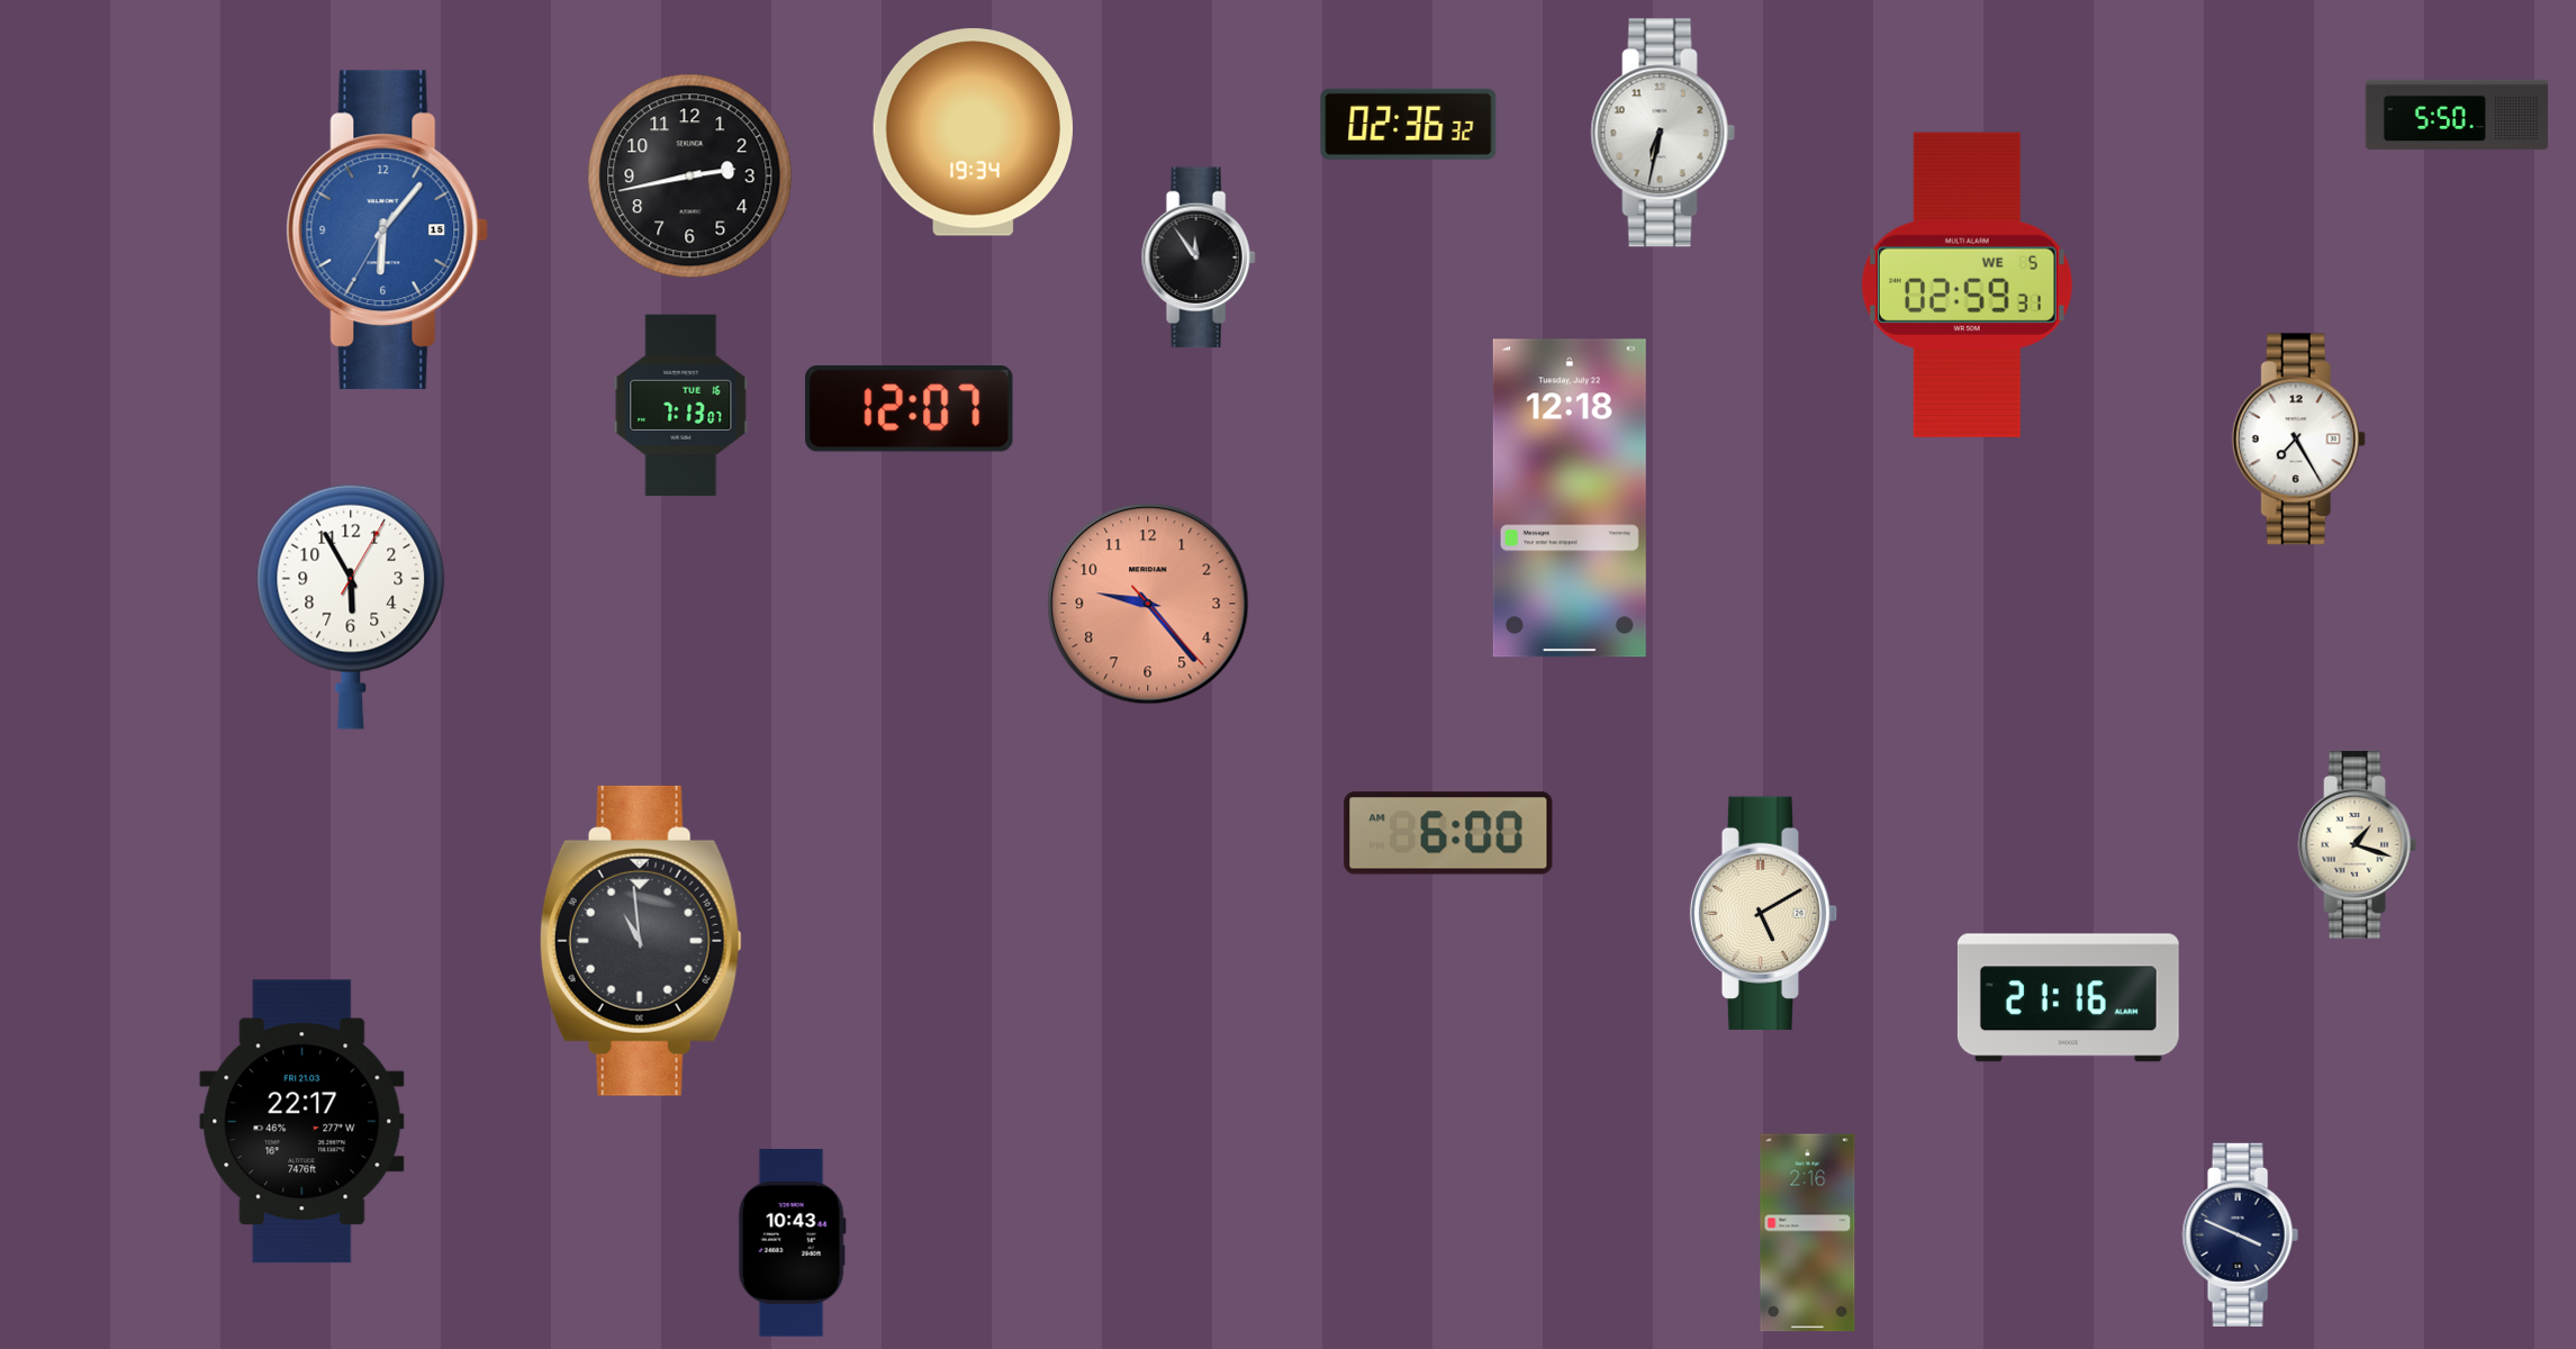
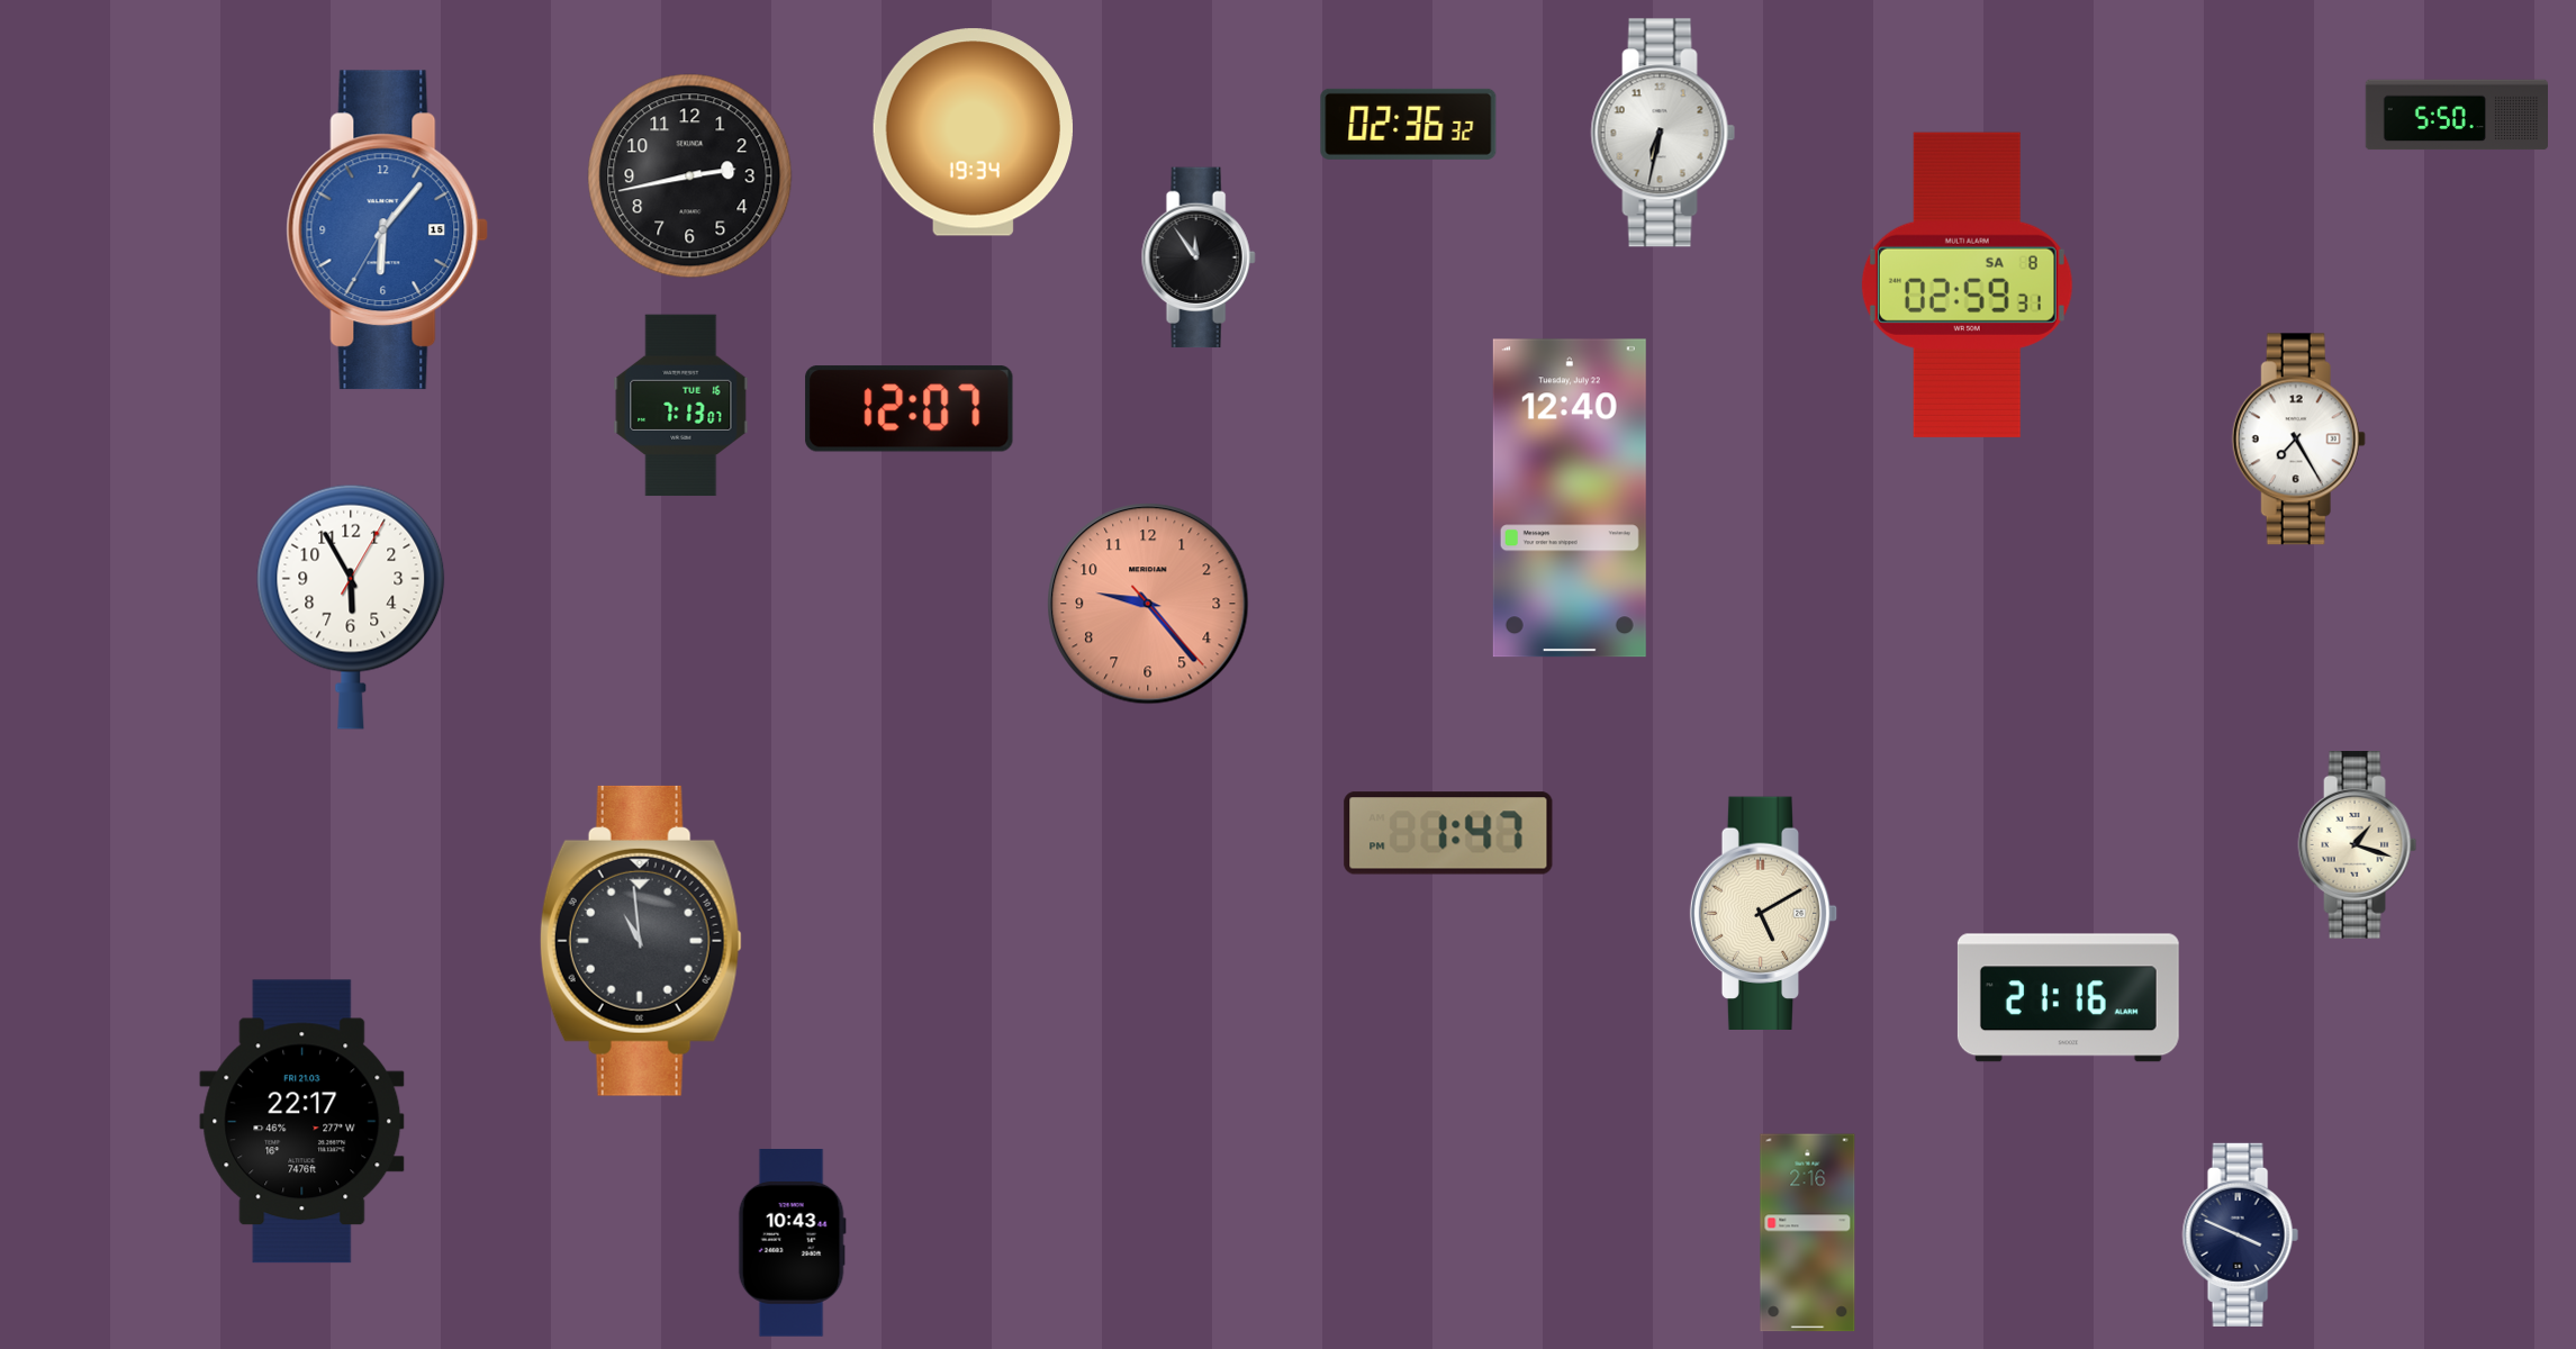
clock at (1967, 284) date: WE 5 -> SA 8
clock at (1570, 498): 12:18 -> 12:40
clock at (1448, 833): 6:00 -> 1:47
